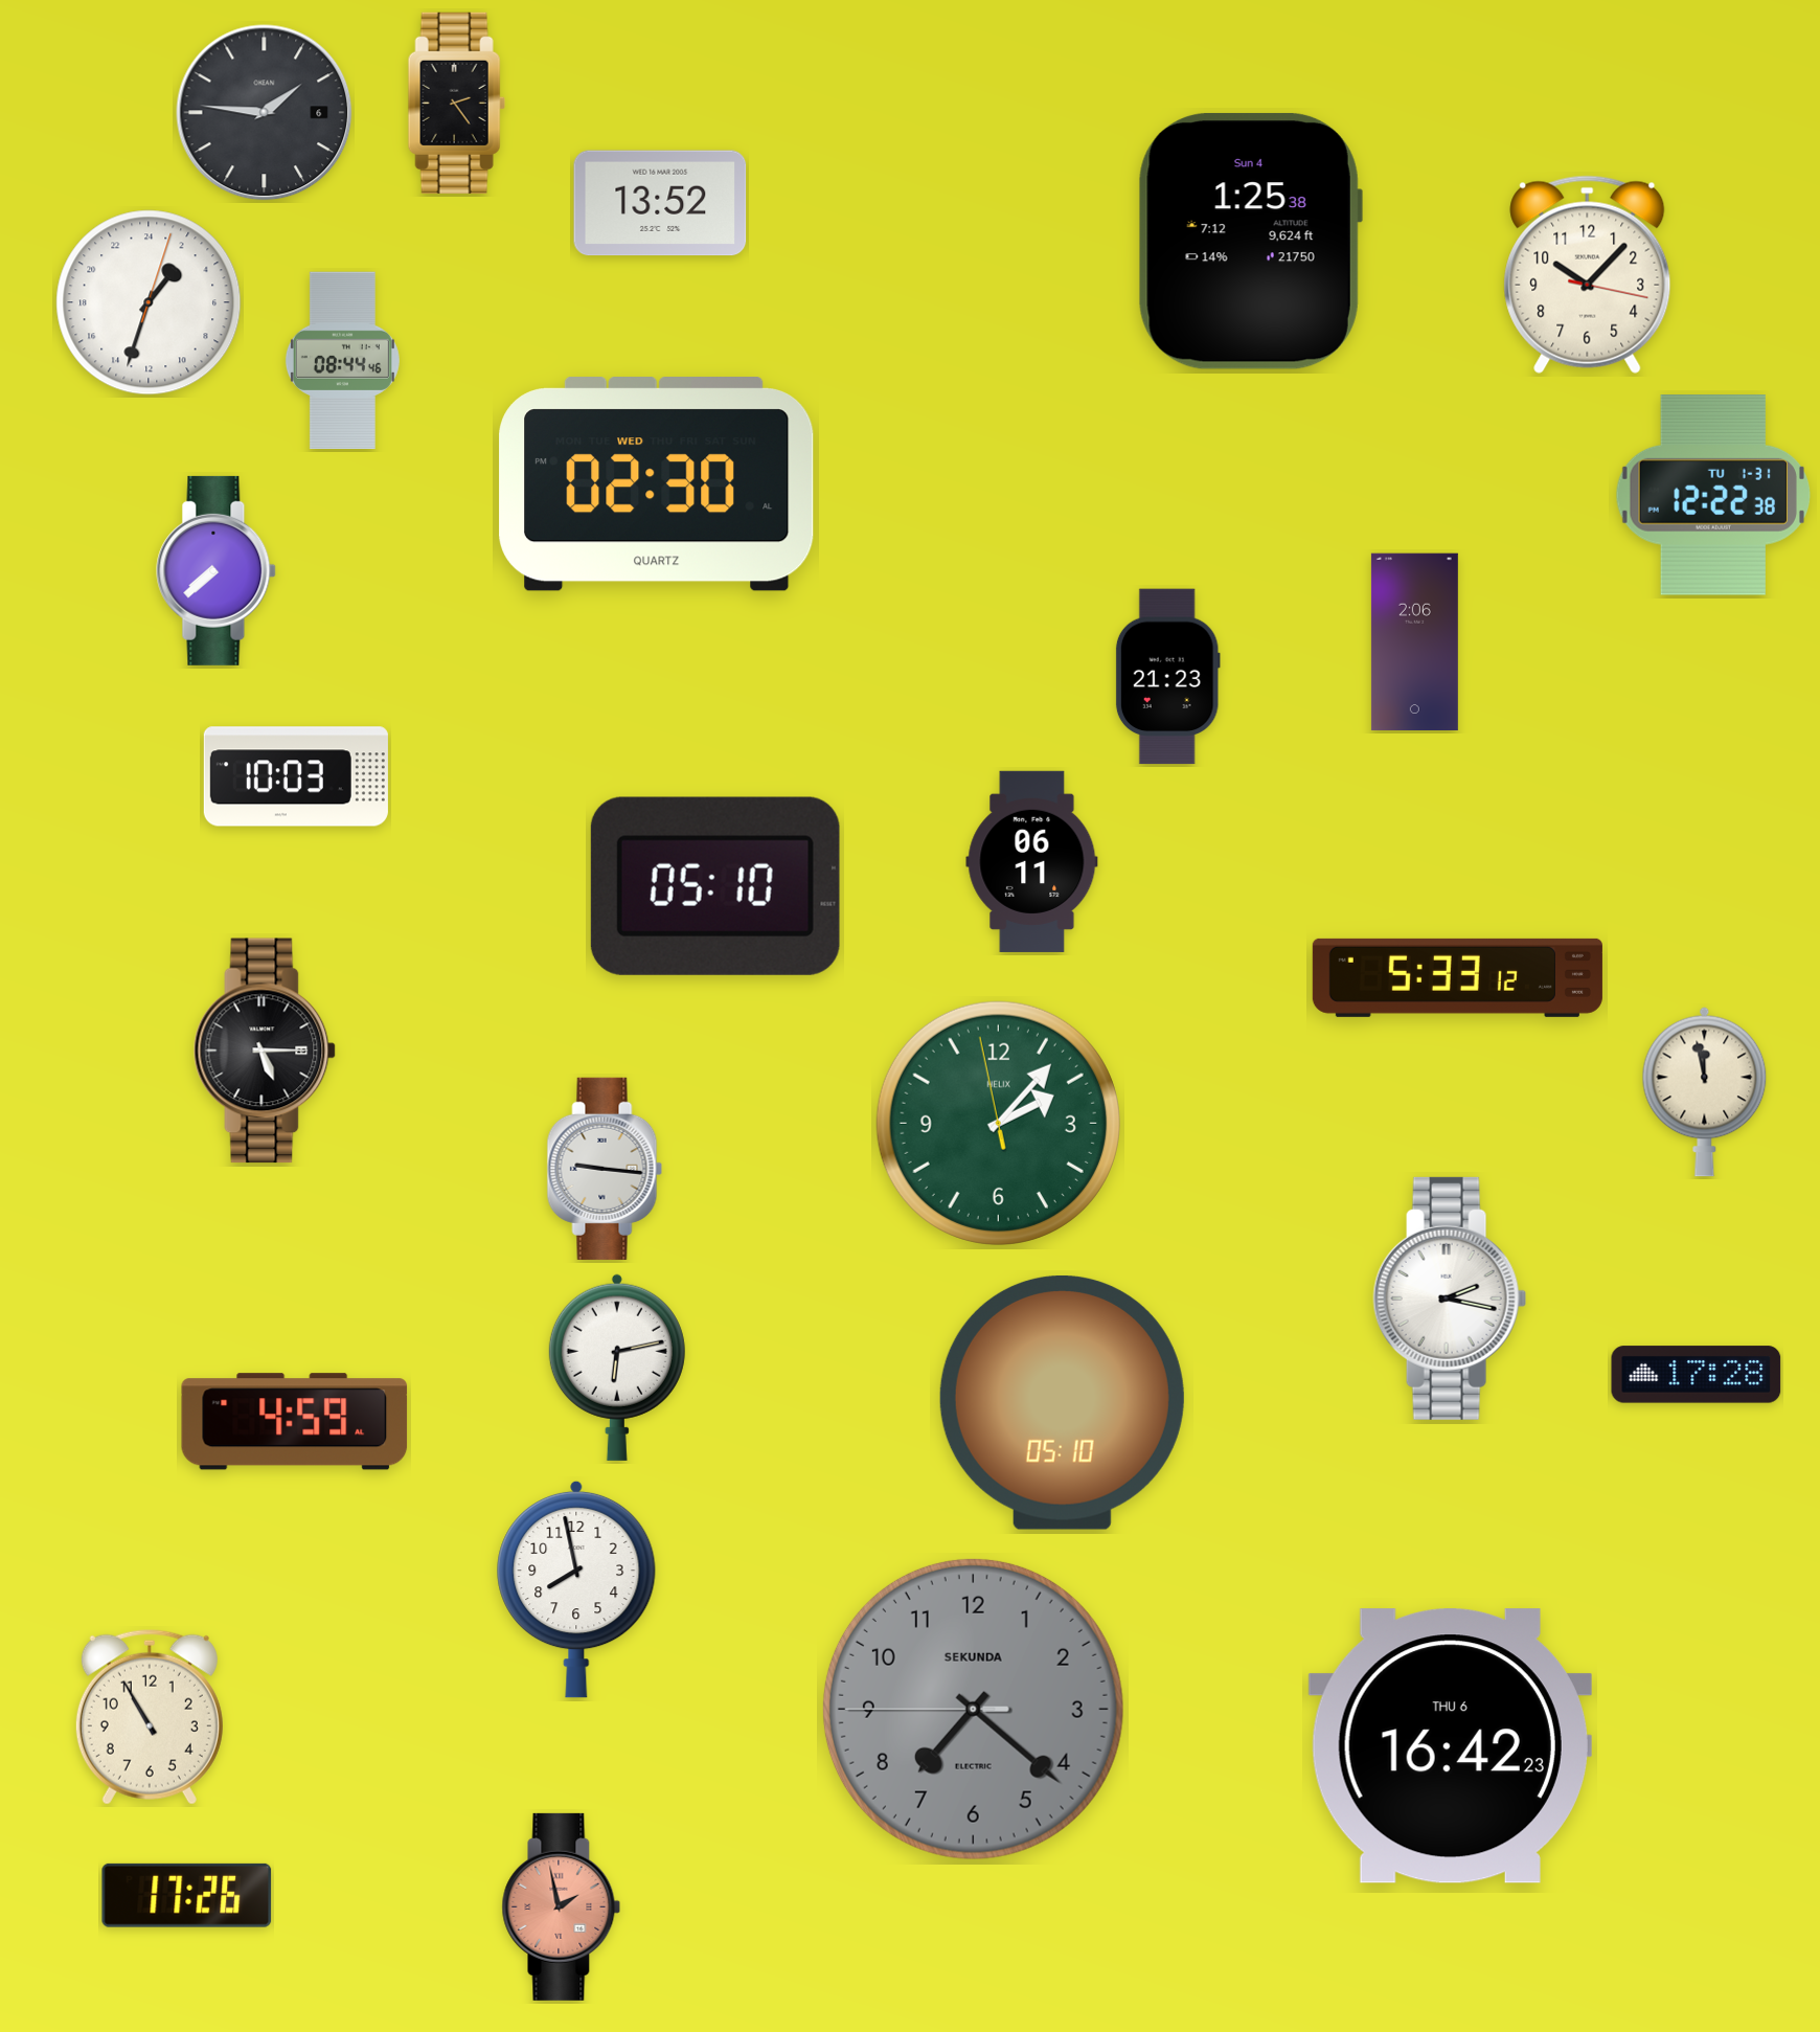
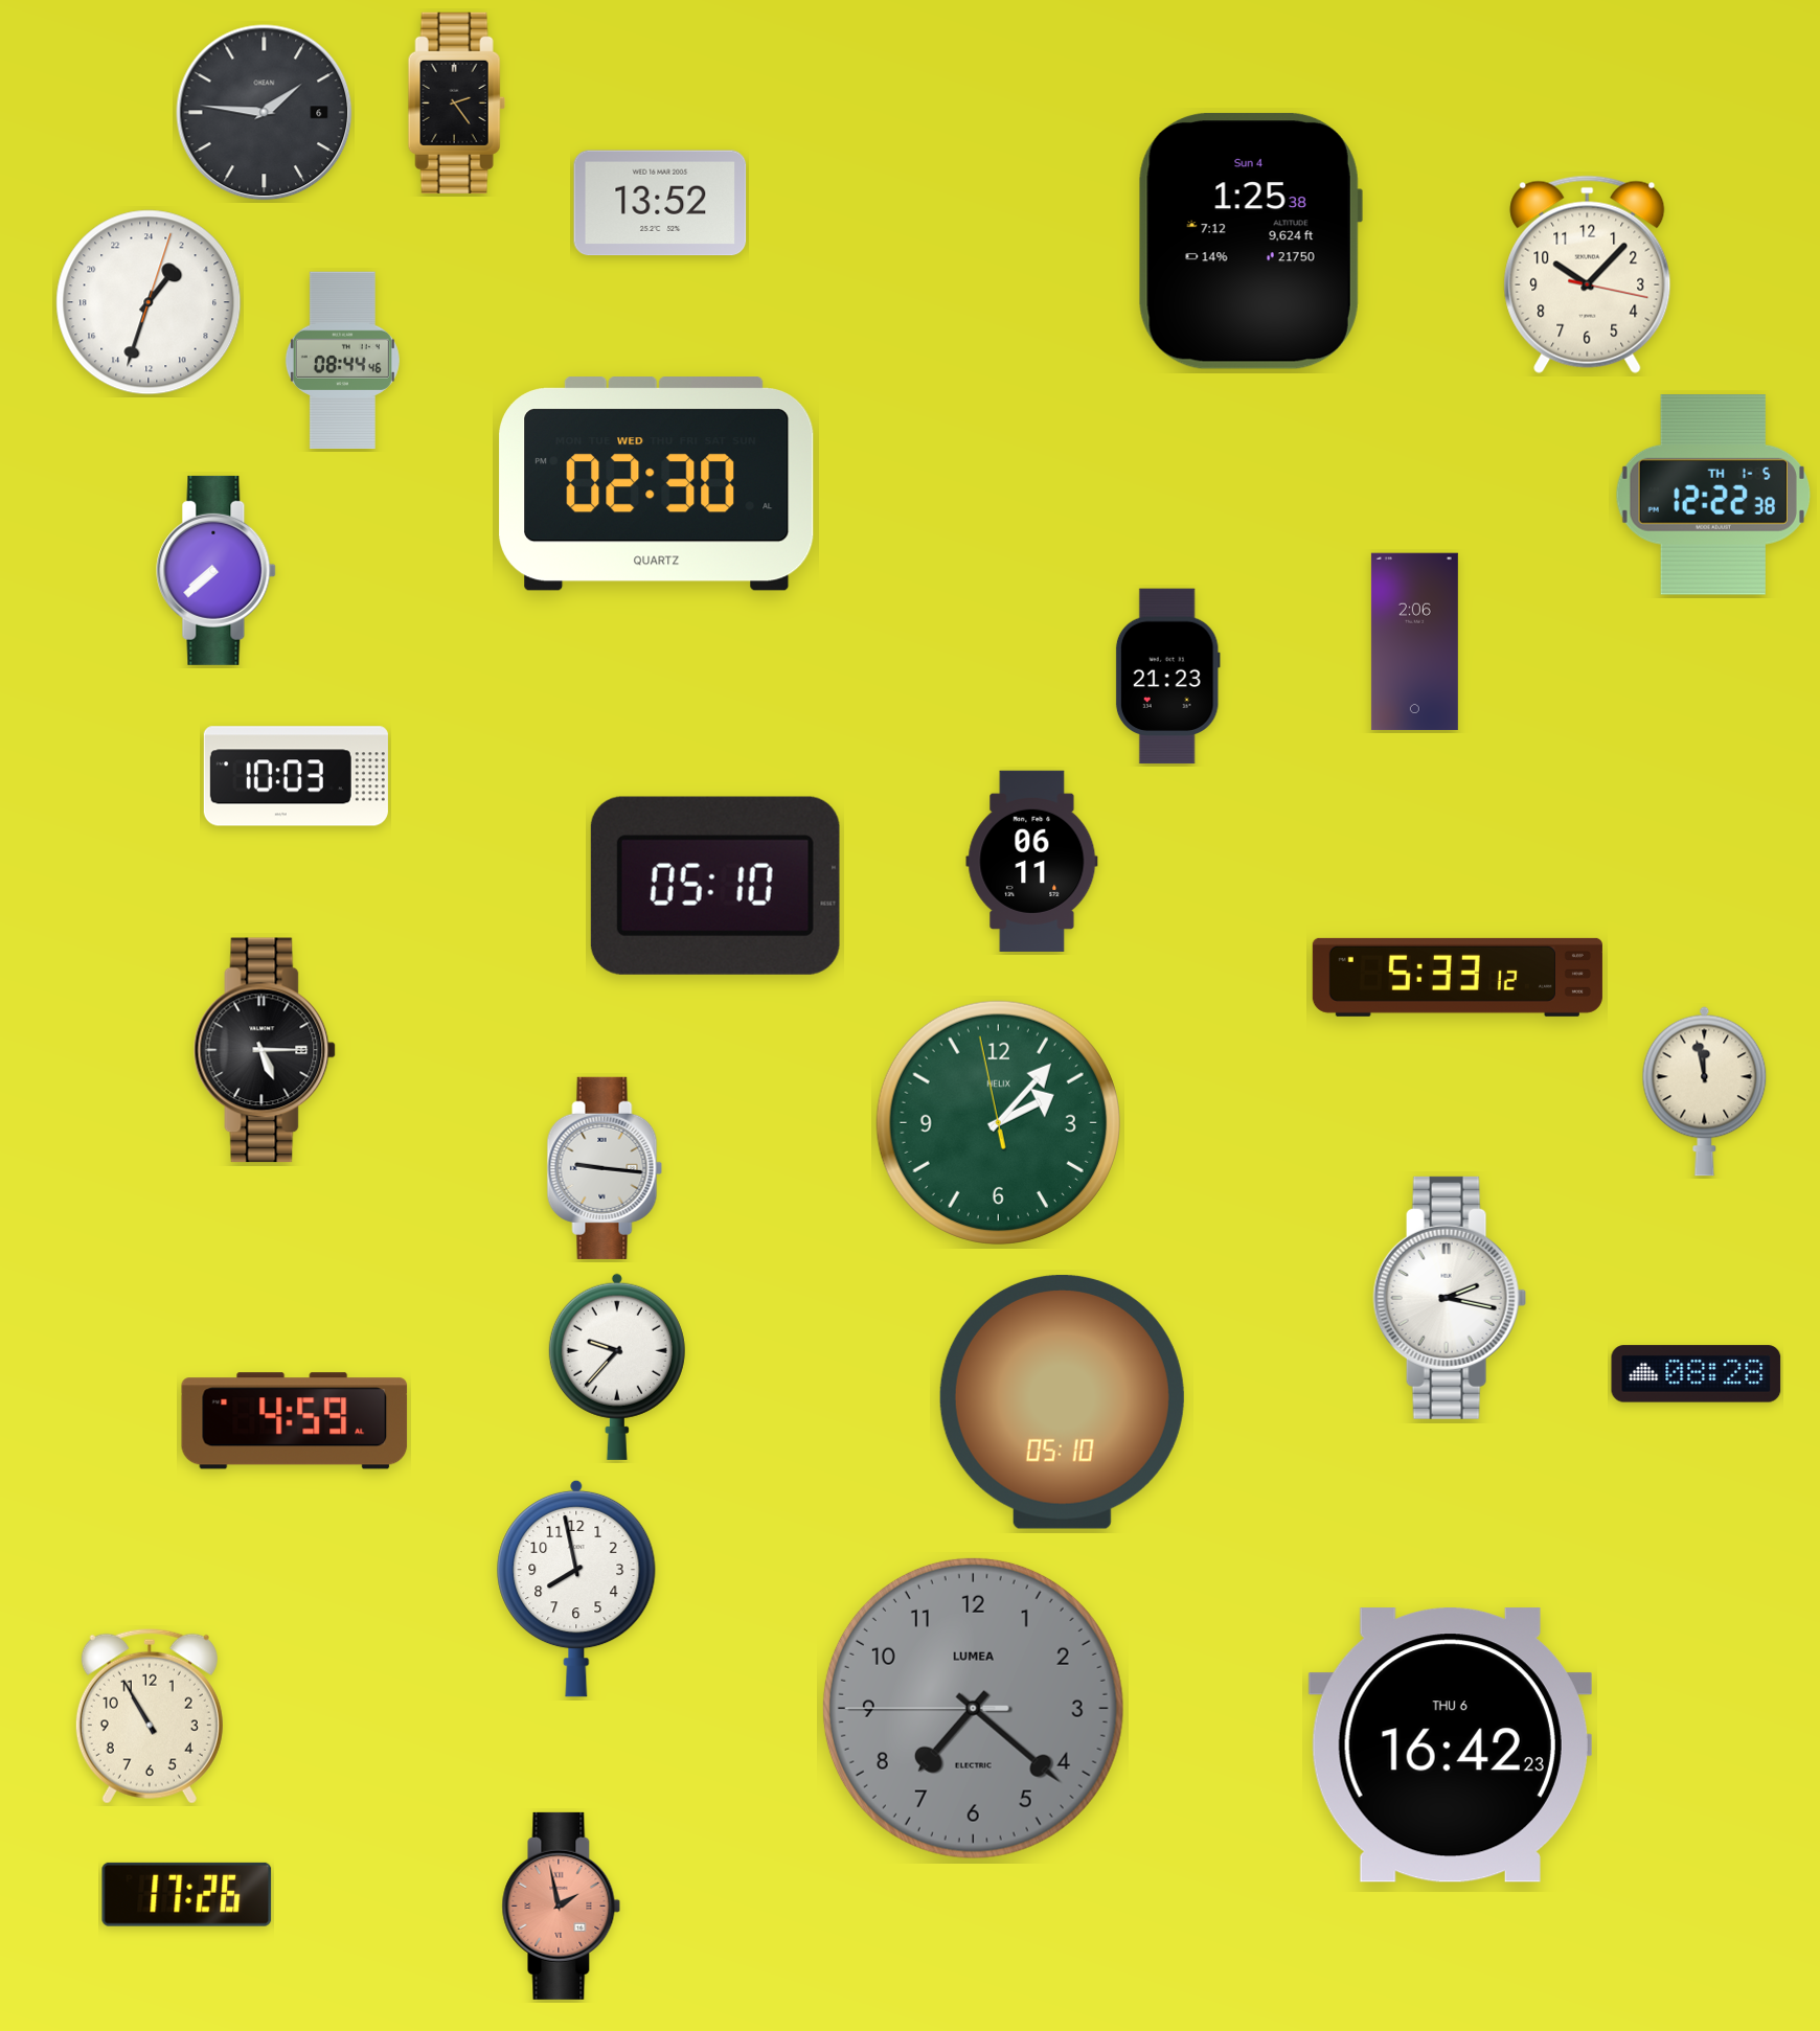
clock at (1712, 496) date: TU 1-31 -> TH 1-5
clock at (617, 1368): 6:13 -> 9:37
clock at (1697, 1375): 17:28 -> 08:28
clock at (973, 1709) brand: SEKUNDA -> LUMEA
